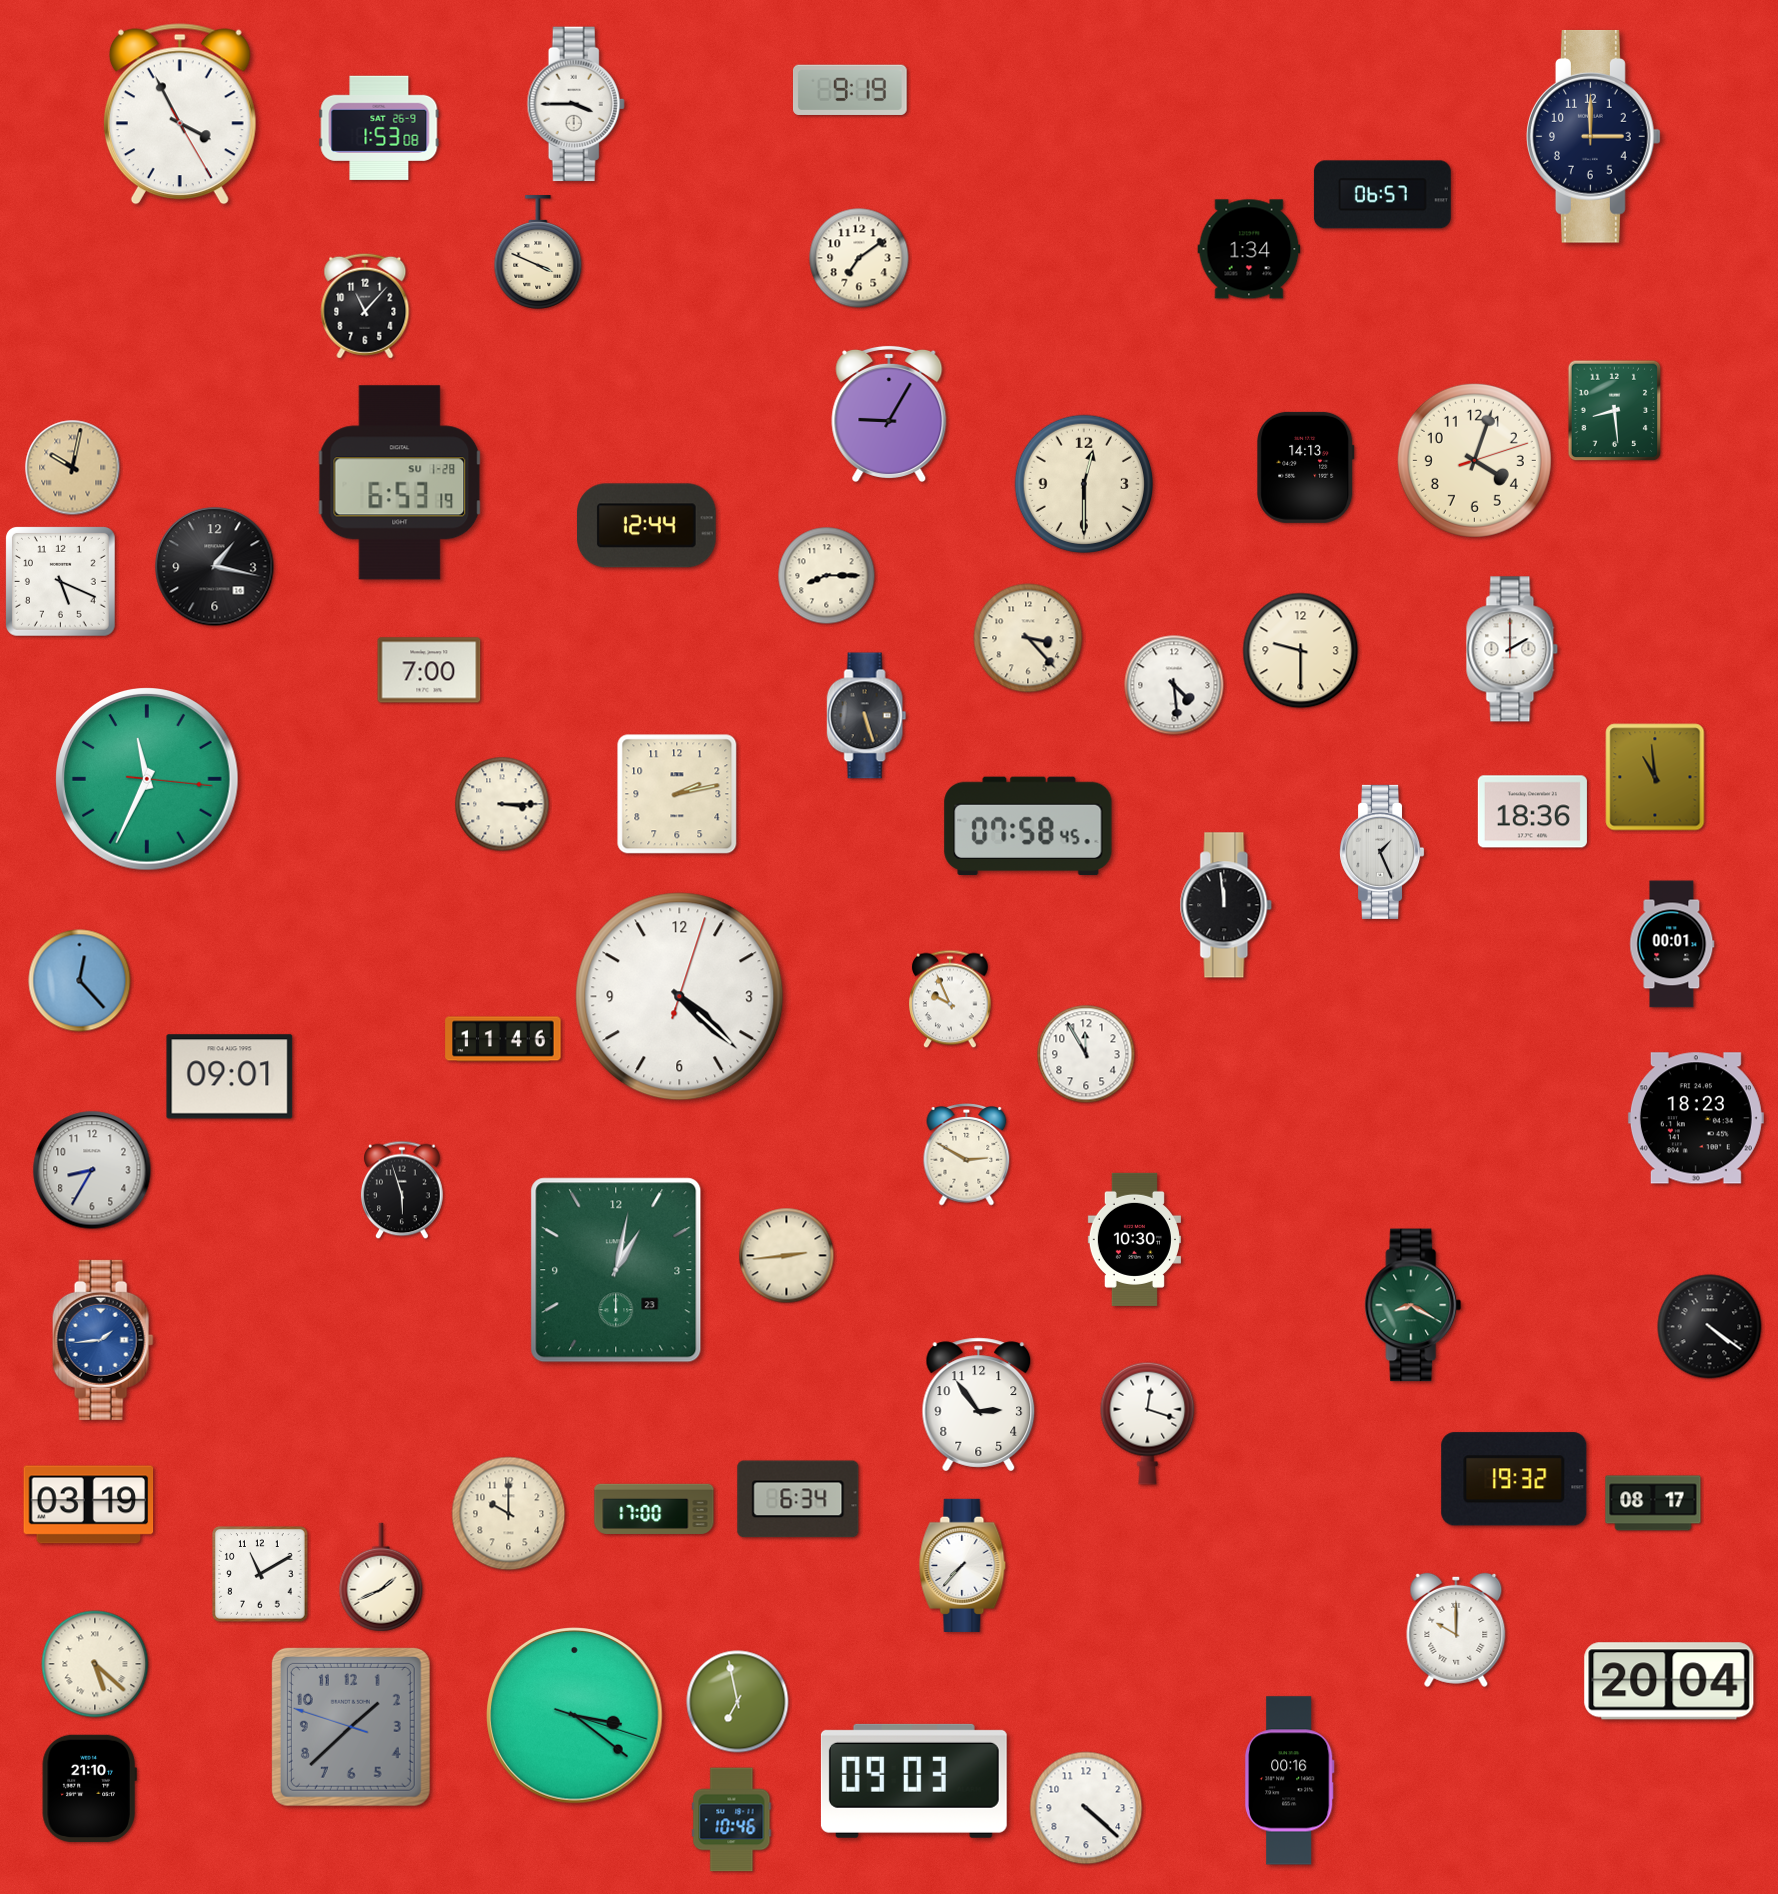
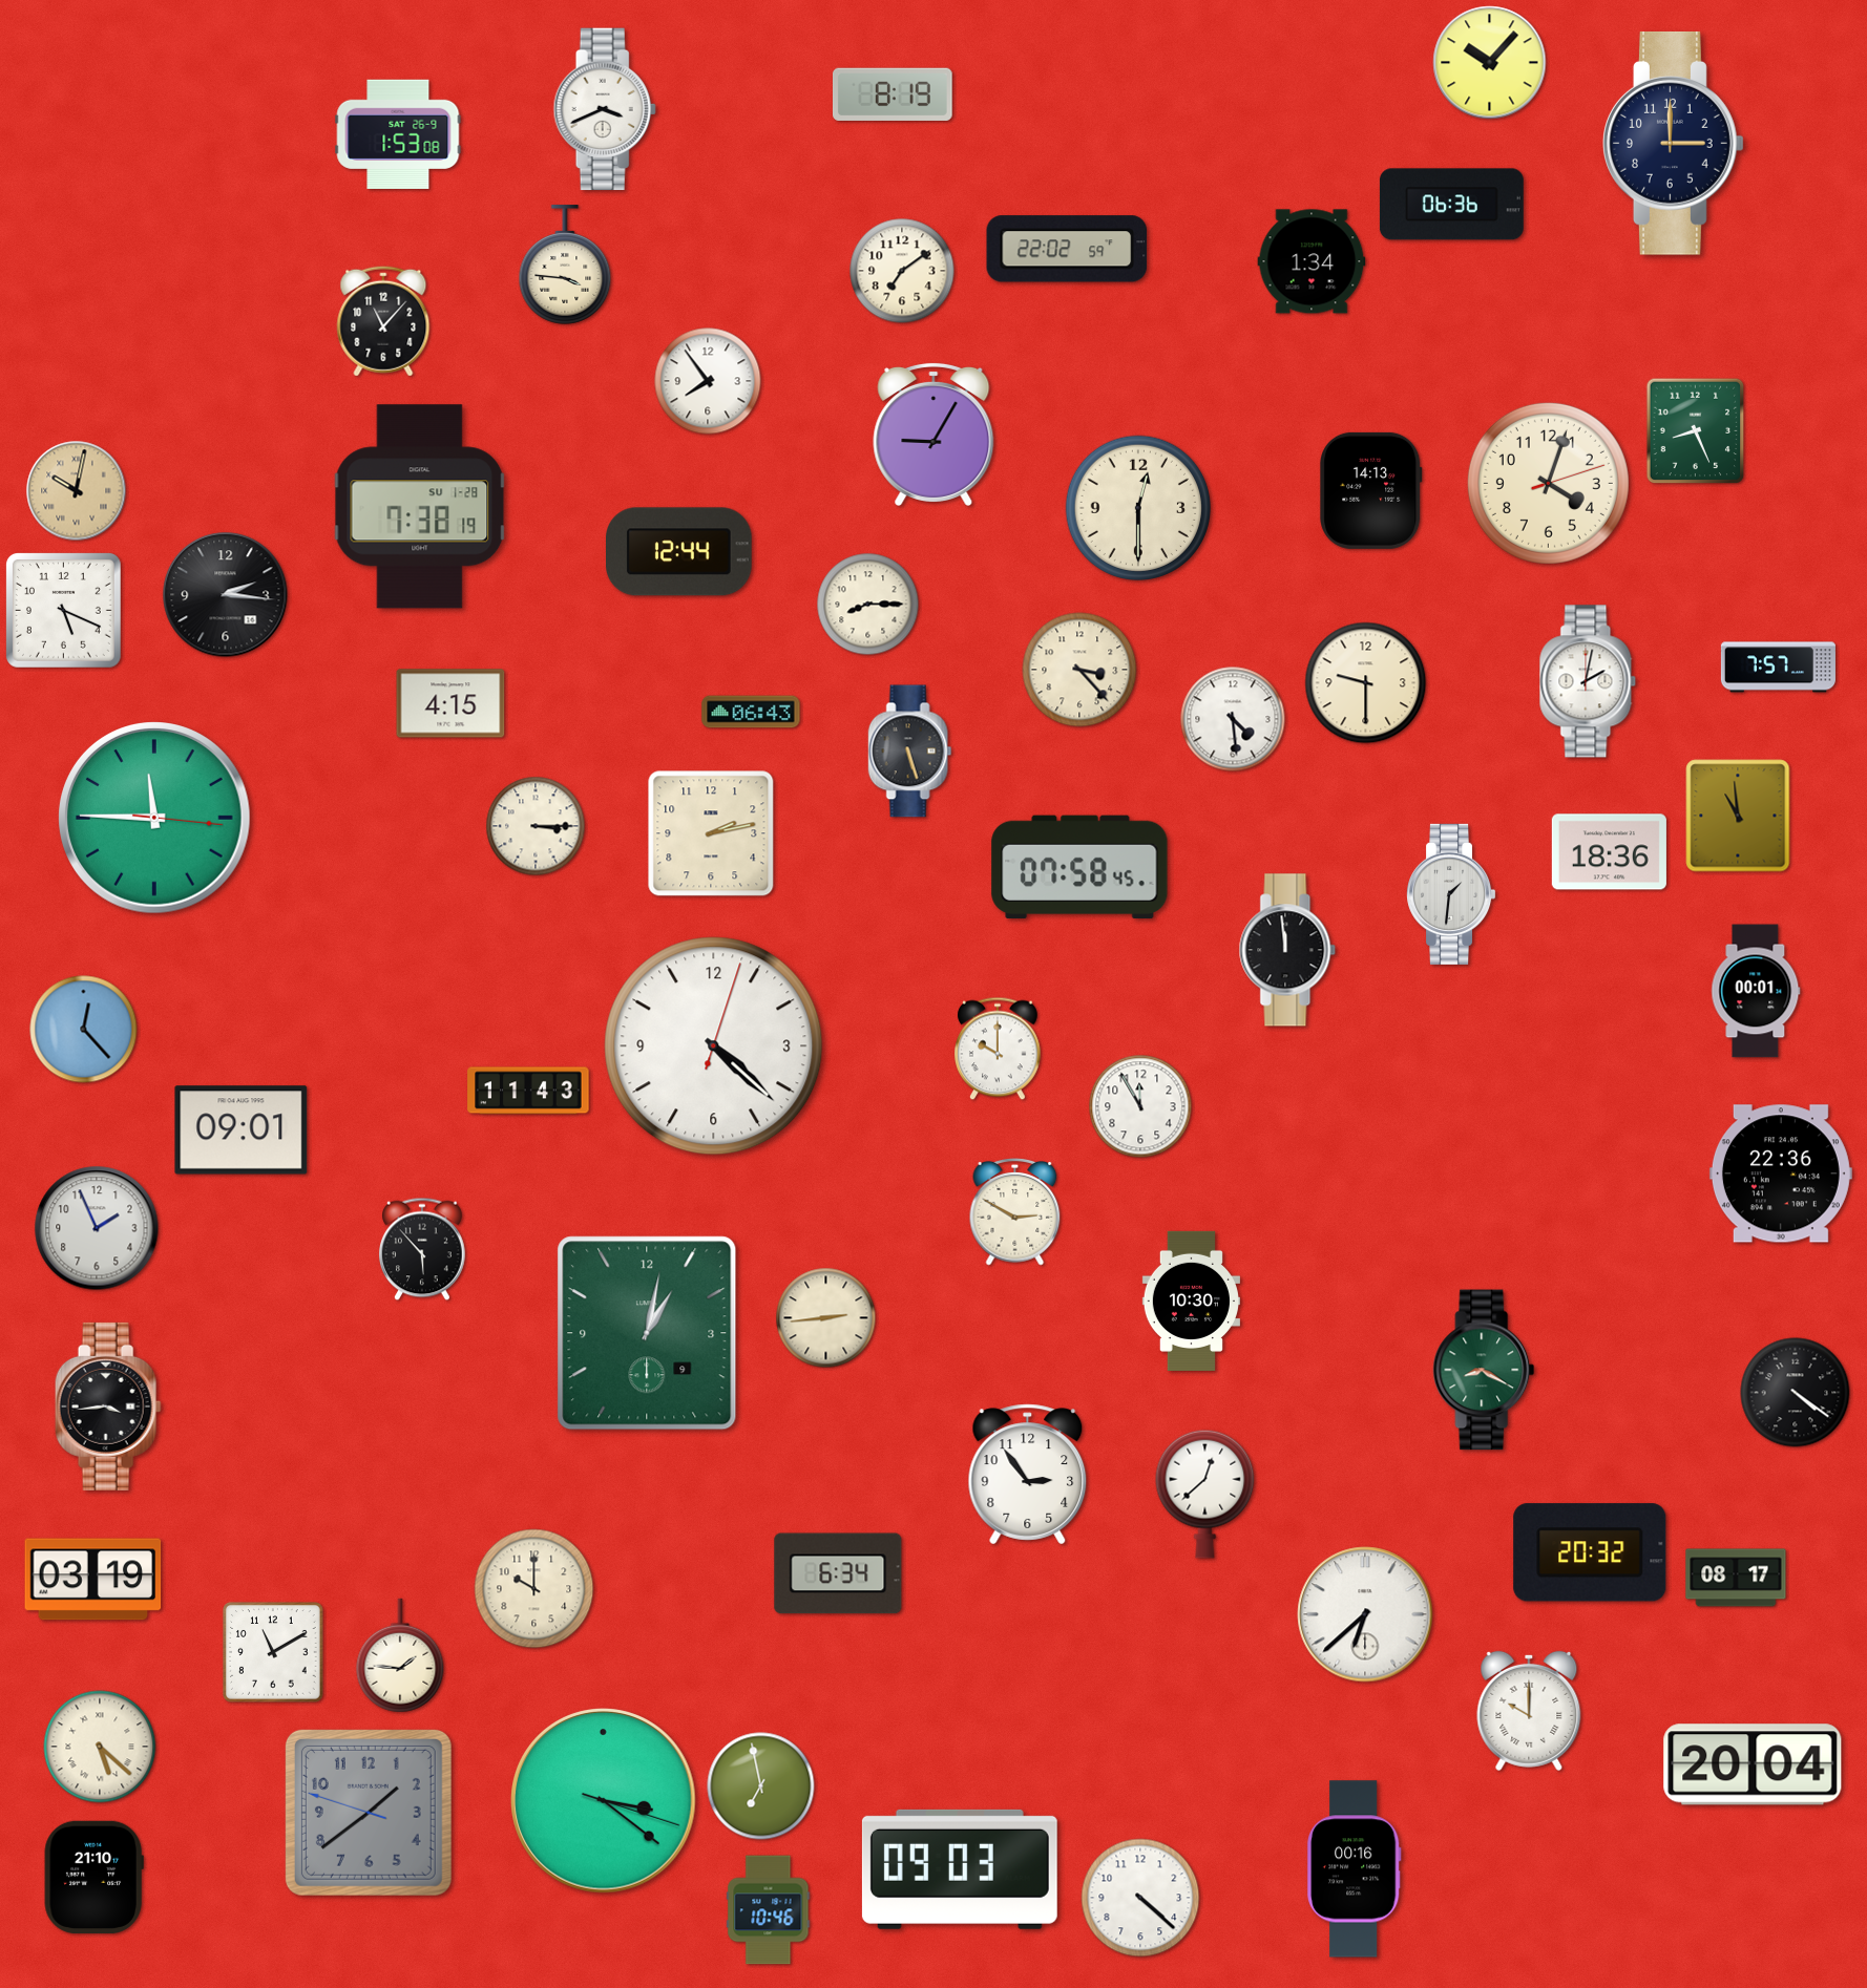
clock at (1490, 63): none -> 10:07
clock at (851, 90): 9:19 -> 8:19
clock at (576, 104): 3:45 -> 3:41
clock at (180, 114): 3:55 -> none
clock at (1382, 195): 06:57 -> 06:36
clock at (1067, 249): none -> 22:02
clock at (538, 252): 3:49 -> 3:46
clock at (708, 381): none -> 7:54
clock at (1615, 411): 8:29 -> 8:26
clock at (400, 483): 6:53 -> 7:38
clock at (215, 567): 1:17 -> 2:16
clock at (1778, 668): none -> 7:57
clock at (1512, 649): 2:00 -> 2:02
clock at (429, 670): 7:00 -> 4:15
clock at (751, 712): none -> 06:43
clock at (147, 779): 11:34 -> 11:45
clock at (502, 804) position: (502, 804) -> (536, 826)
clock at (1382, 852): 1:26 -> 1:31
clock at (951, 999): 9:56 -> 10:00
clock at (503, 1039): 11:46 -> 11:43
clock at (1696, 1118): 18:23 -> 22:36
clock at (92, 1170): 8:35 -> 1:56
clock at (403, 1190): 5:57 -> 5:53
clock at (616, 1270) date: 23 -> 9
clock at (103, 1340): 1:44 -> 3:44
clock at (103, 1340) dial: blue -> black
clock at (1148, 1423): 12:18 -> 12:38
clock at (1514, 1479): 19:32 -> 20:32
clock at (654, 1508): 17:00 -> none
clock at (1365, 1614): none -> 6:38
clock at (963, 1565): 7:37 -> none
clock at (381, 1577): 1:41 -> 1:46
clock at (738, 1702) position: (738, 1702) -> (761, 1786)
clock at (351, 1727): 1:37 -> 1:38
